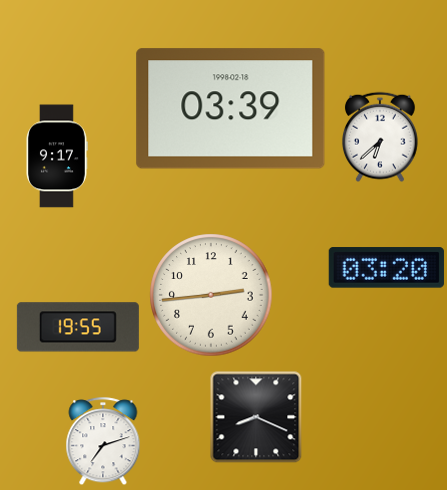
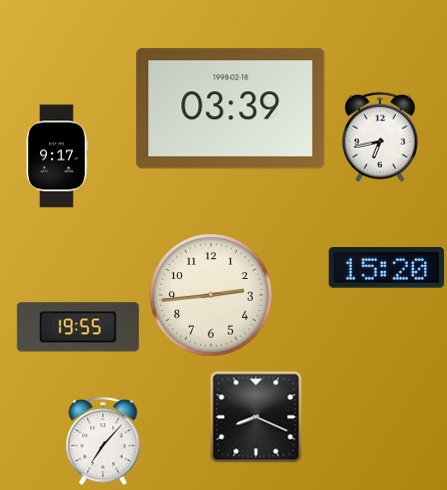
clock at (380, 137): 6:38 -> 6:43
clock at (386, 268): 03:20 -> 15:20
clock at (103, 441): 7:12 -> 7:07
